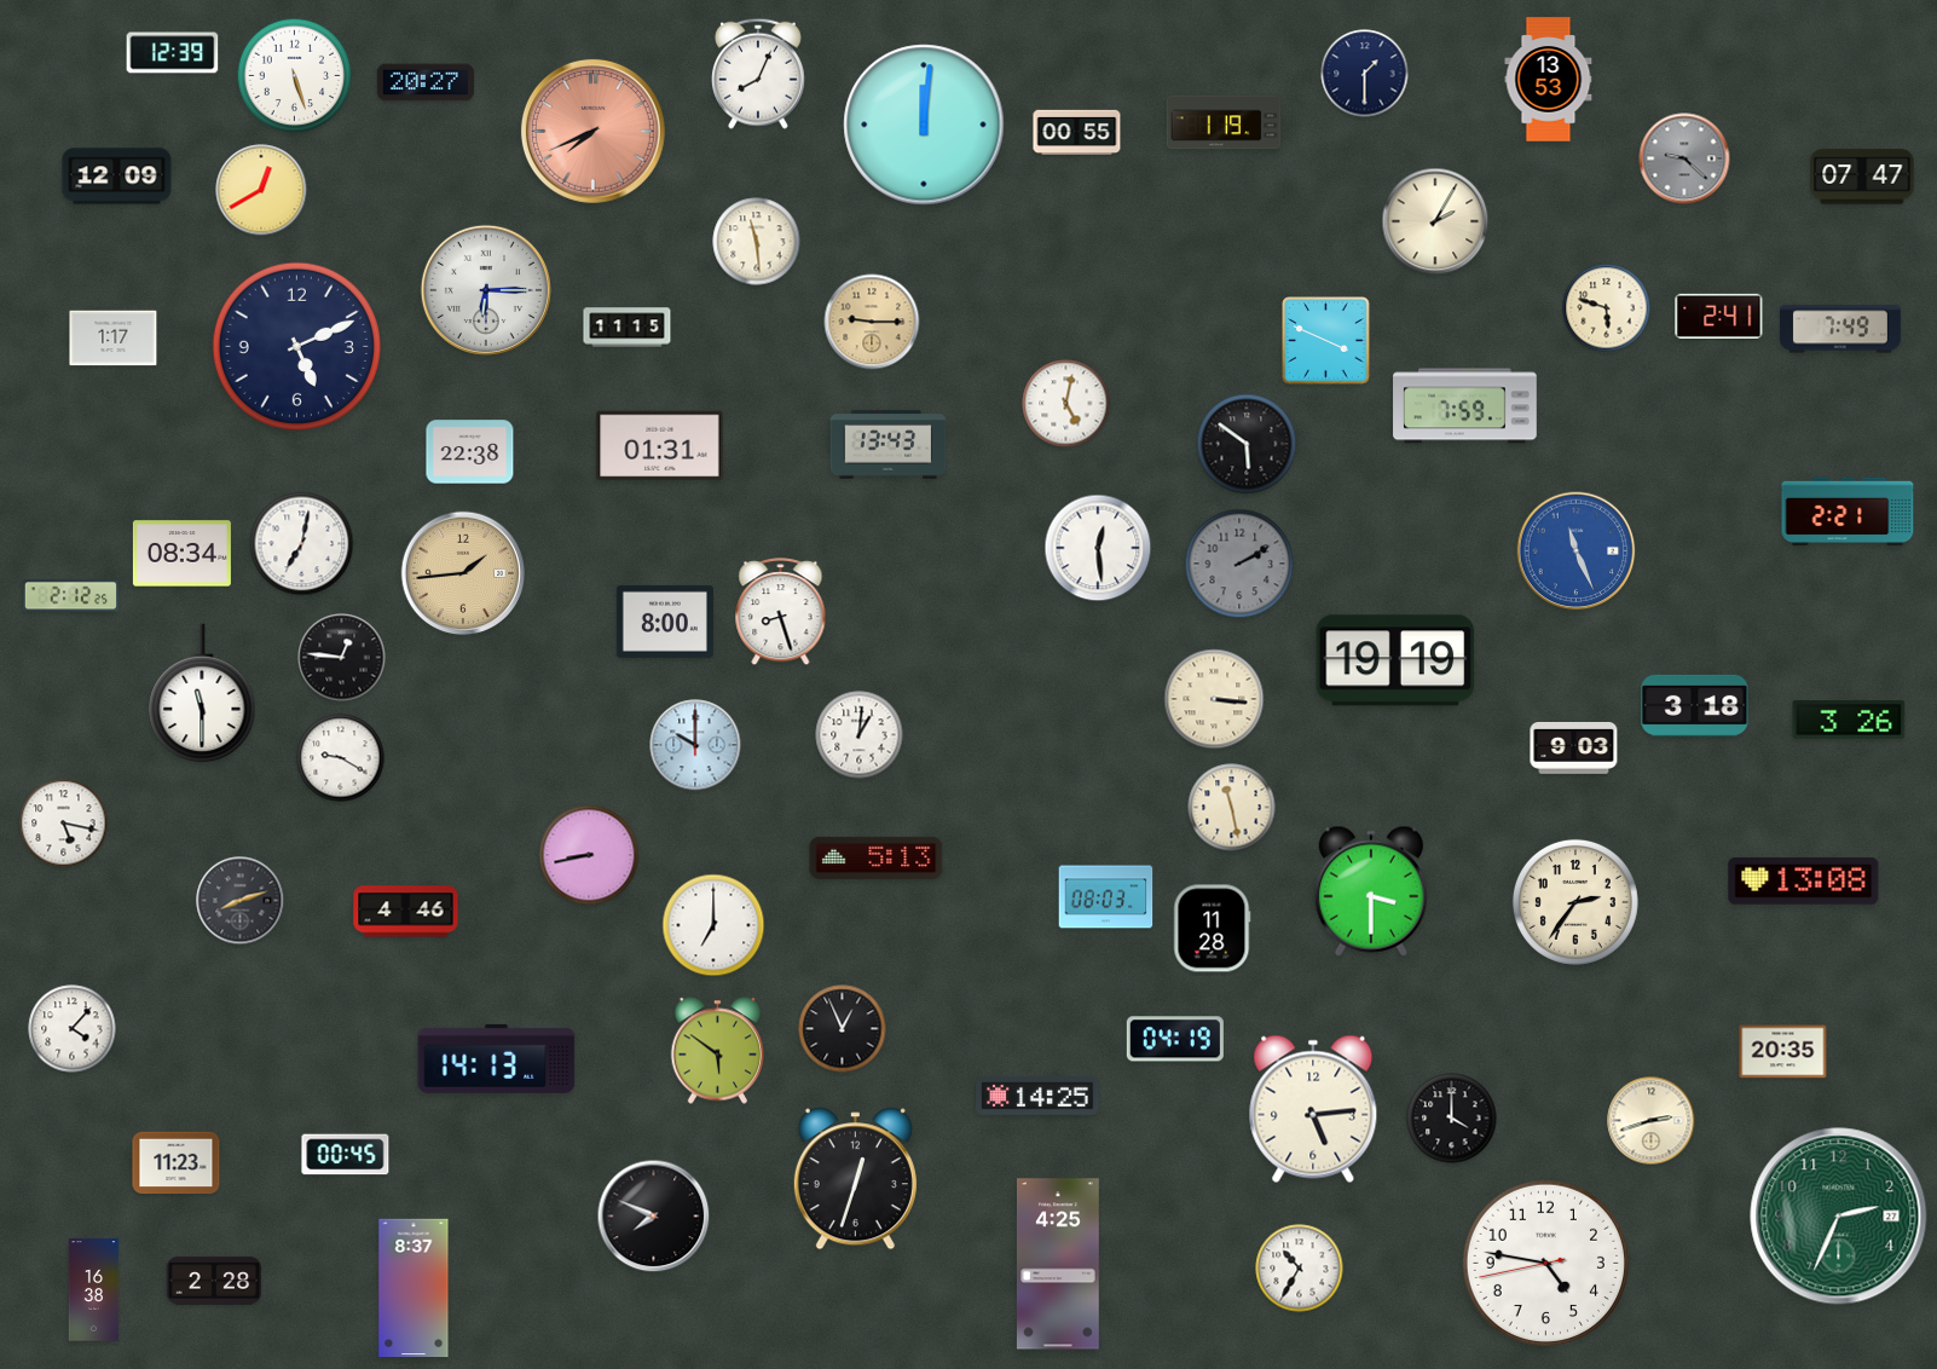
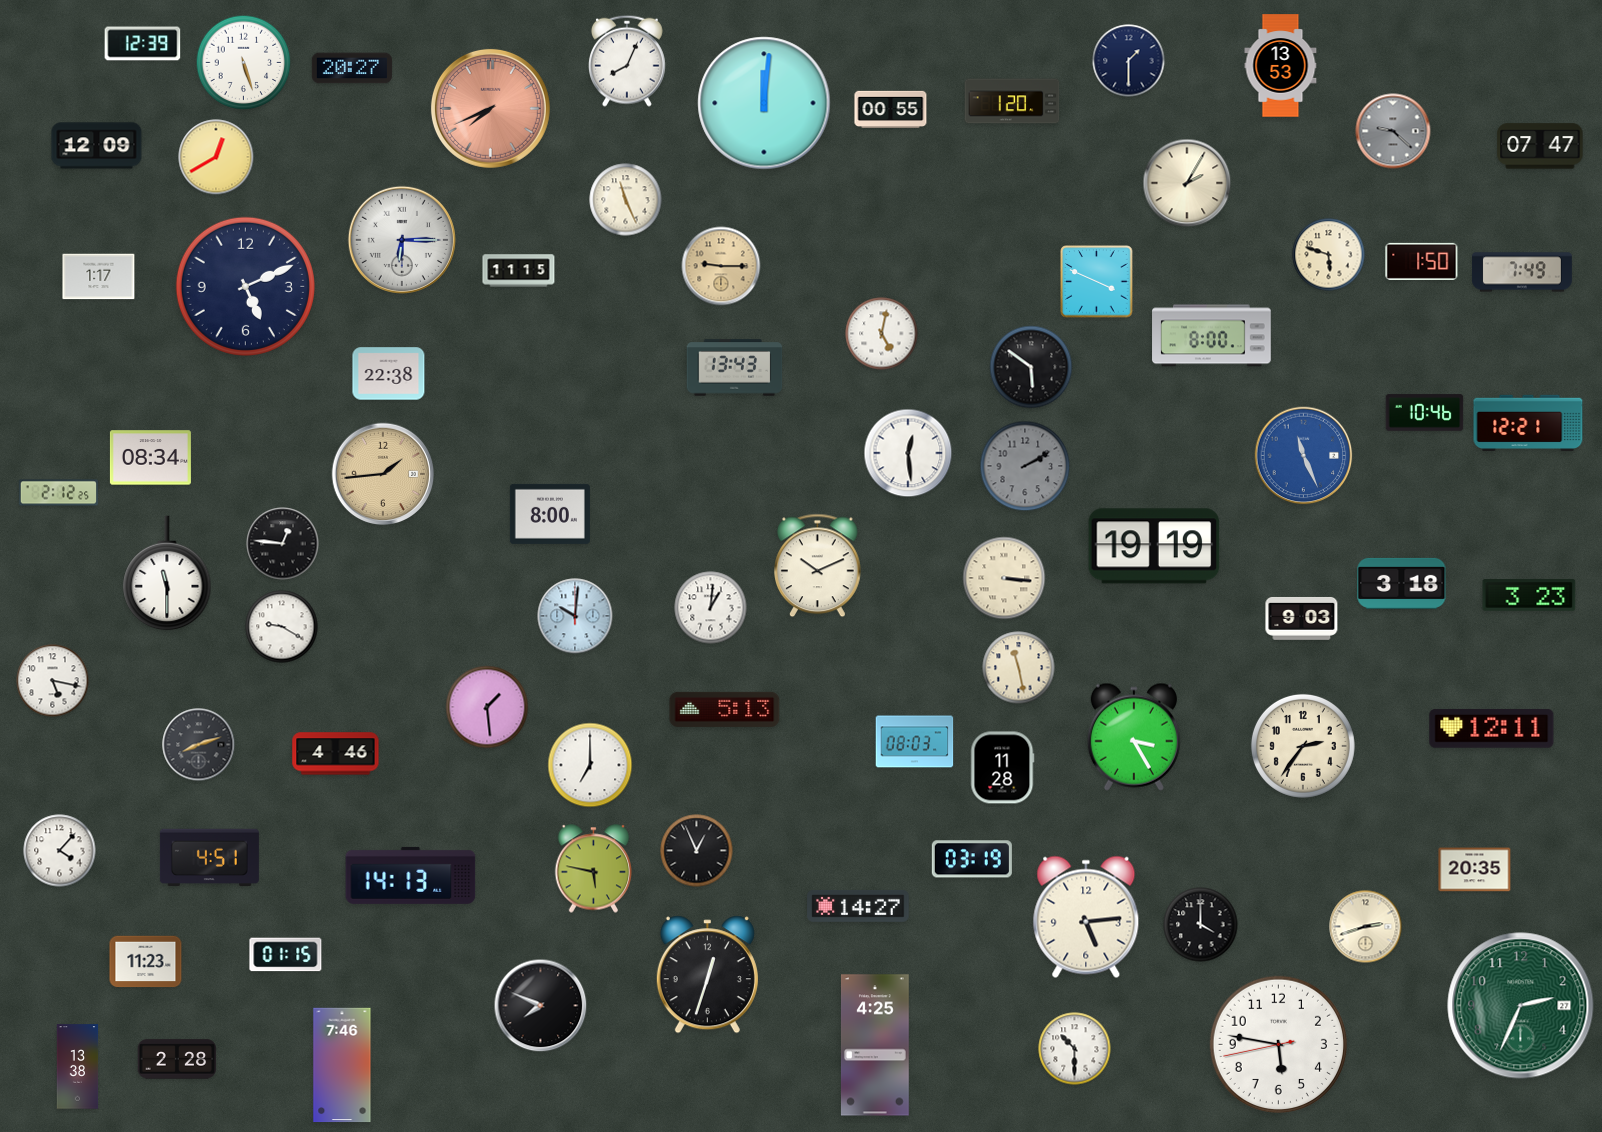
clock at (1224, 122): 1:19 -> 1:20
clock at (757, 242): 11:29 -> 11:26
clock at (1719, 316): 2:41 -> 1:50
clock at (114, 339) position: (114, 339) -> (99, 277)
clock at (1465, 406): 7:59 -> 8:00
clock at (660, 446): 01:31 -> none
clock at (1425, 413): none -> 10:46
clock at (1848, 510): 2:21 -> 12:21
clock at (302, 544): 7:02 -> none
clock at (781, 612): 8:27 -> none
clock at (818, 566): none -> 10:11
clock at (1849, 720): 3:26 -> 3:23
clock at (695, 745): 10:00 -> 10:01
clock at (589, 855): 8:43 -> 1:29
clock at (1804, 882): 13:08 -> 12:11
clock at (1371, 891): 3:30 -> 3:25
clock at (209, 858): none -> 4:51
clock at (1175, 1039): 04:19 -> 03:19
clock at (718, 1051): 5:51 -> 5:47
clock at (1037, 1096): 14:25 -> 14:27
clock at (346, 1155): 00:45 -> 01:15
clock at (1545, 1263): 4:46 -> 5:46
clock at (1300, 1269): 10:35 -> 10:30
clock at (414, 1288): 8:37 -> 7:46
clock at (94, 1290): 16:38 -> 13:38
